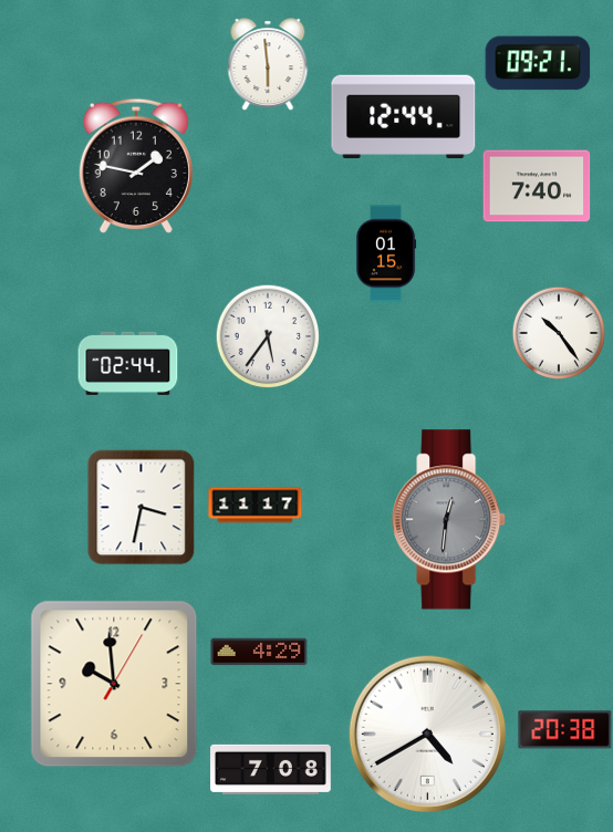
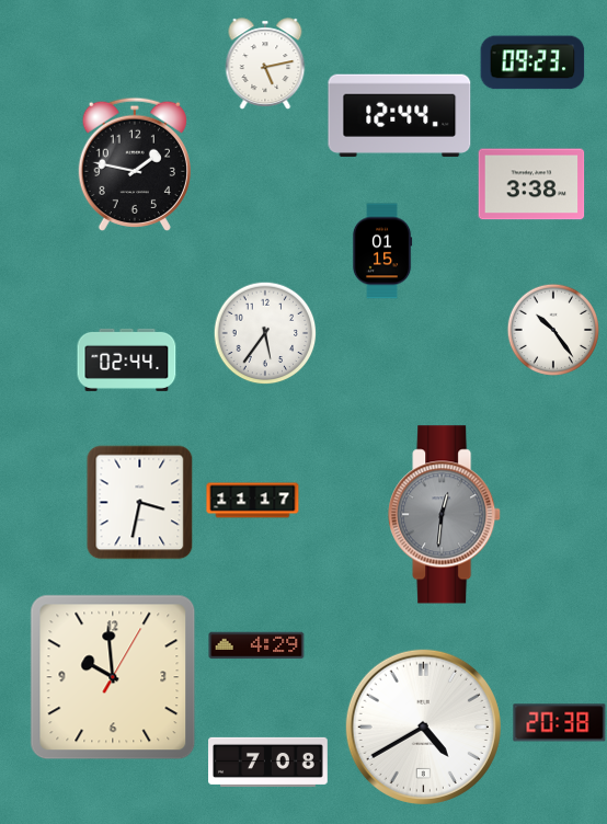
clock at (538, 63): 09:21 -> 09:23
clock at (268, 64): 5:59 -> 5:13
clock at (537, 186): 7:40 -> 3:38
